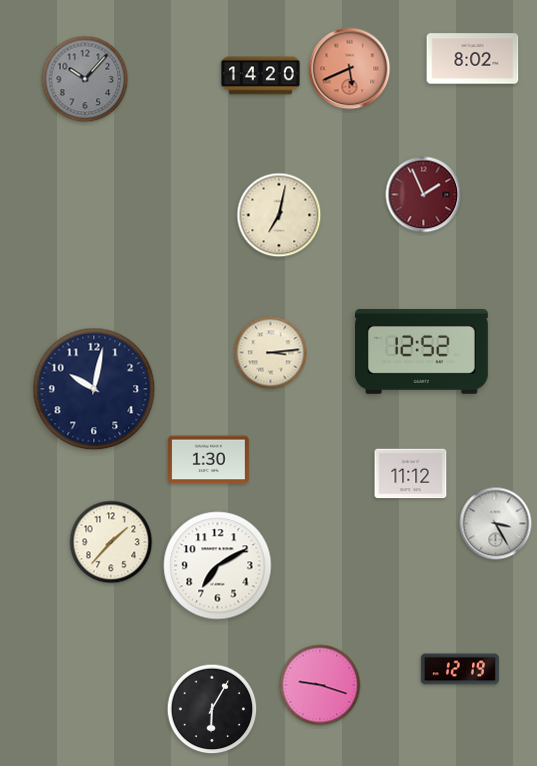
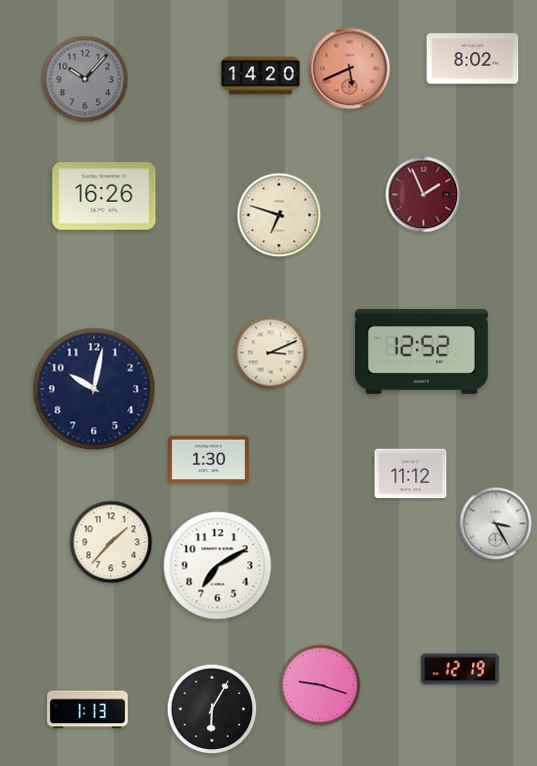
clock at (104, 196): none -> 16:26
clock at (279, 215): 7:02 -> 6:48
clock at (271, 353): 3:14 -> 3:11
clock at (88, 710): none -> 1:13
